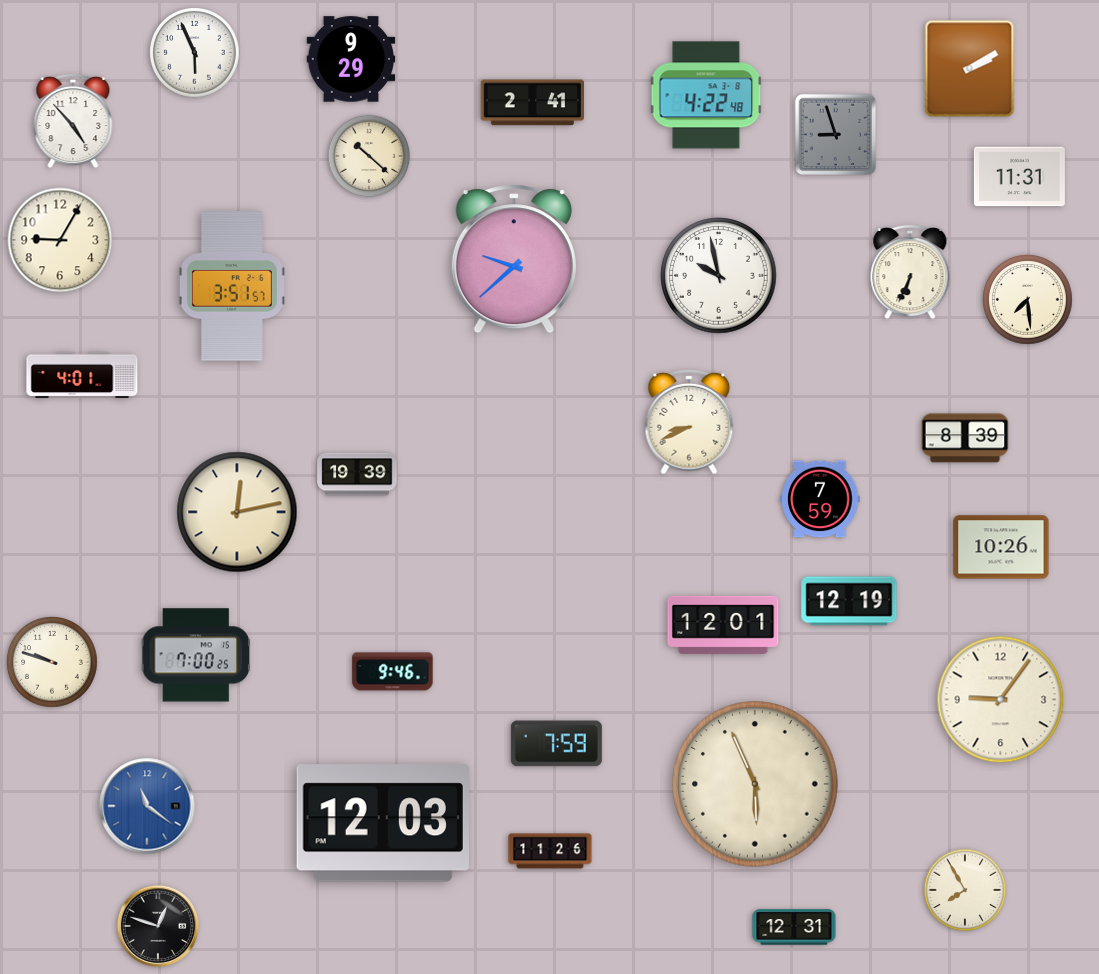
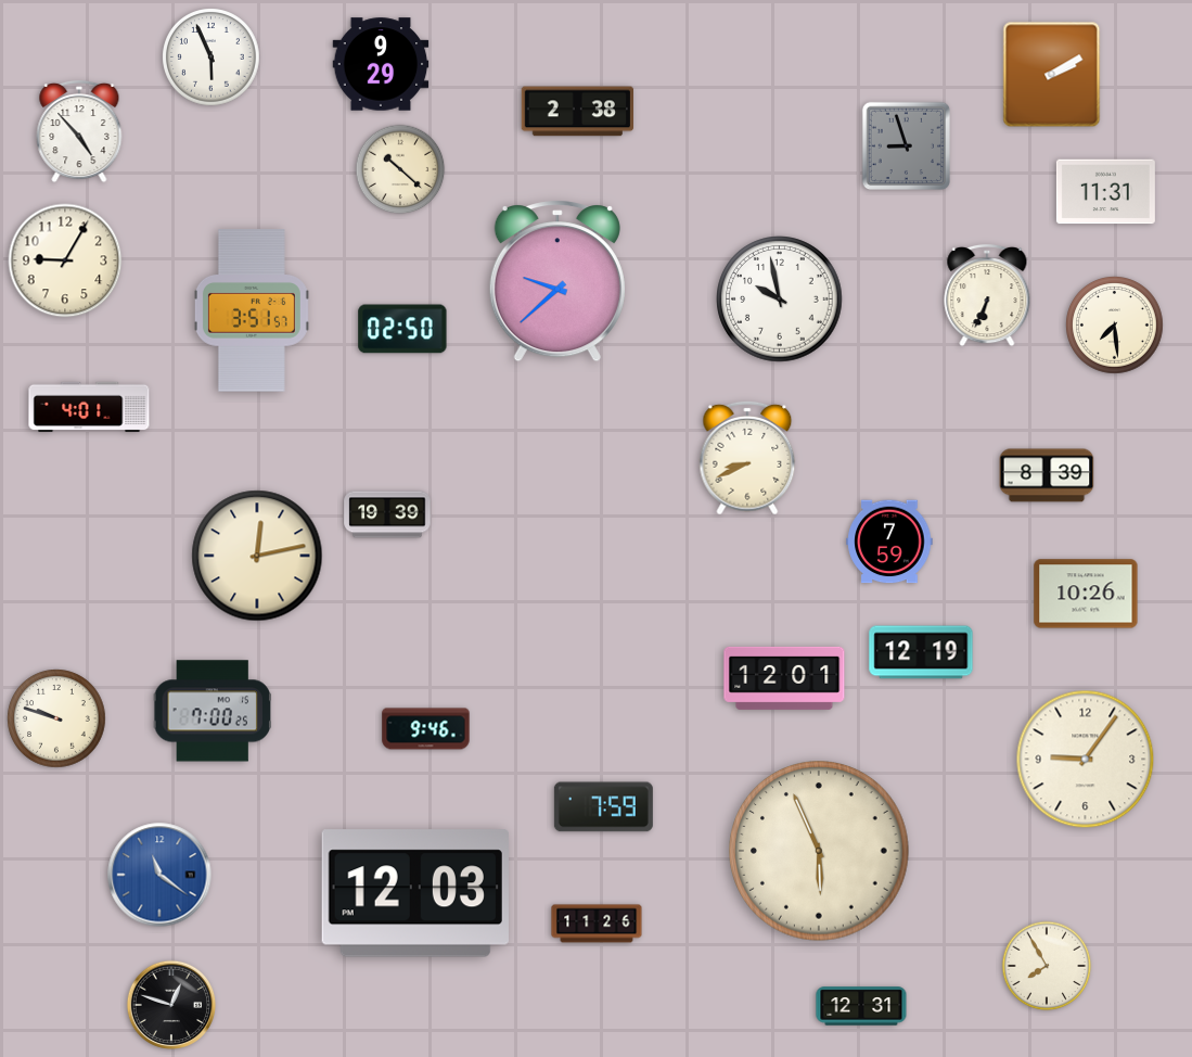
clock at (706, 95): 4:22 -> none
clock at (532, 103): 2:41 -> 2:38
clock at (402, 329): none -> 02:50
